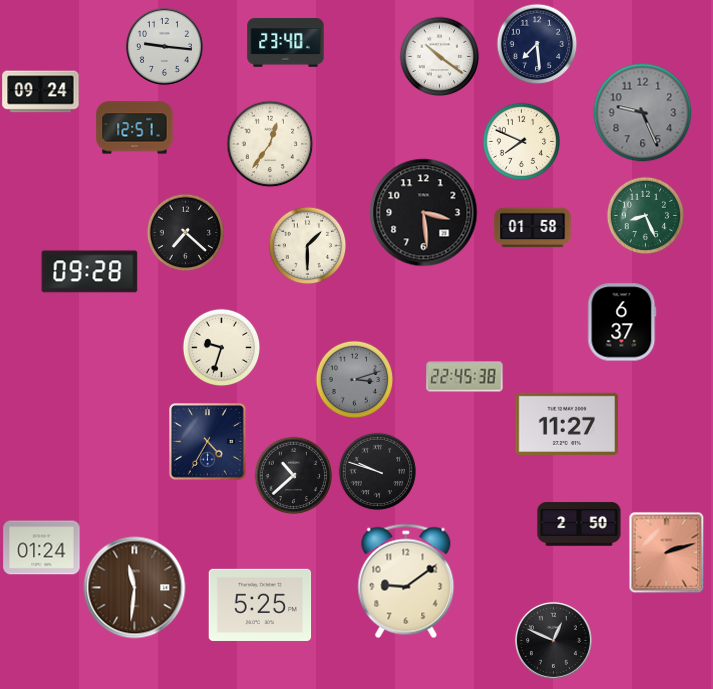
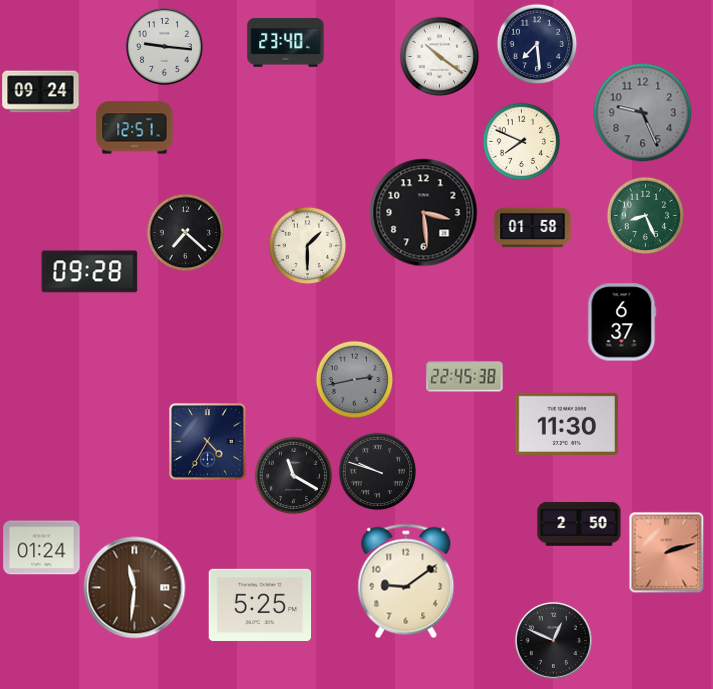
clock at (270, 144): 12:36 -> none
clock at (221, 347): 9:33 -> none
clock at (354, 379): 3:12 -> 2:43
clock at (567, 424): 11:27 -> 11:30
clock at (293, 475): 10:38 -> 11:20
